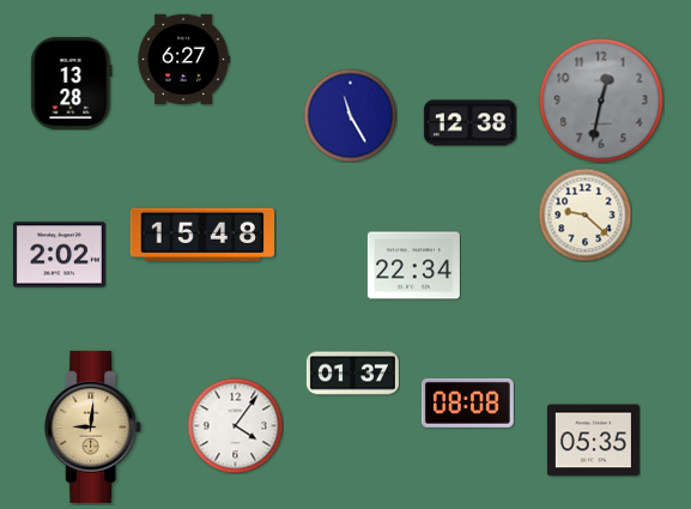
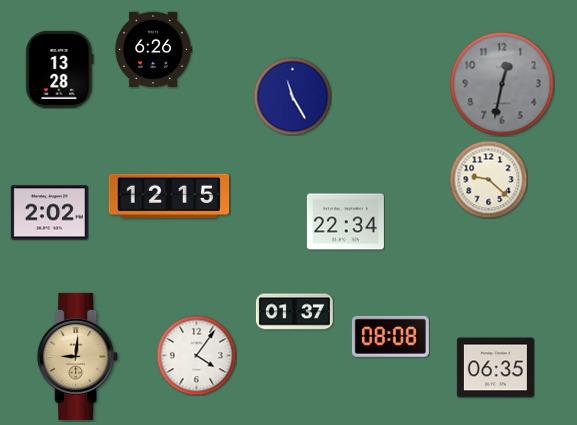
clock at (183, 60): 6:27 -> 6:26
clock at (469, 123): 12:38 -> none
clock at (202, 234): 15:48 -> 12:15
clock at (593, 441): 05:35 -> 06:35
